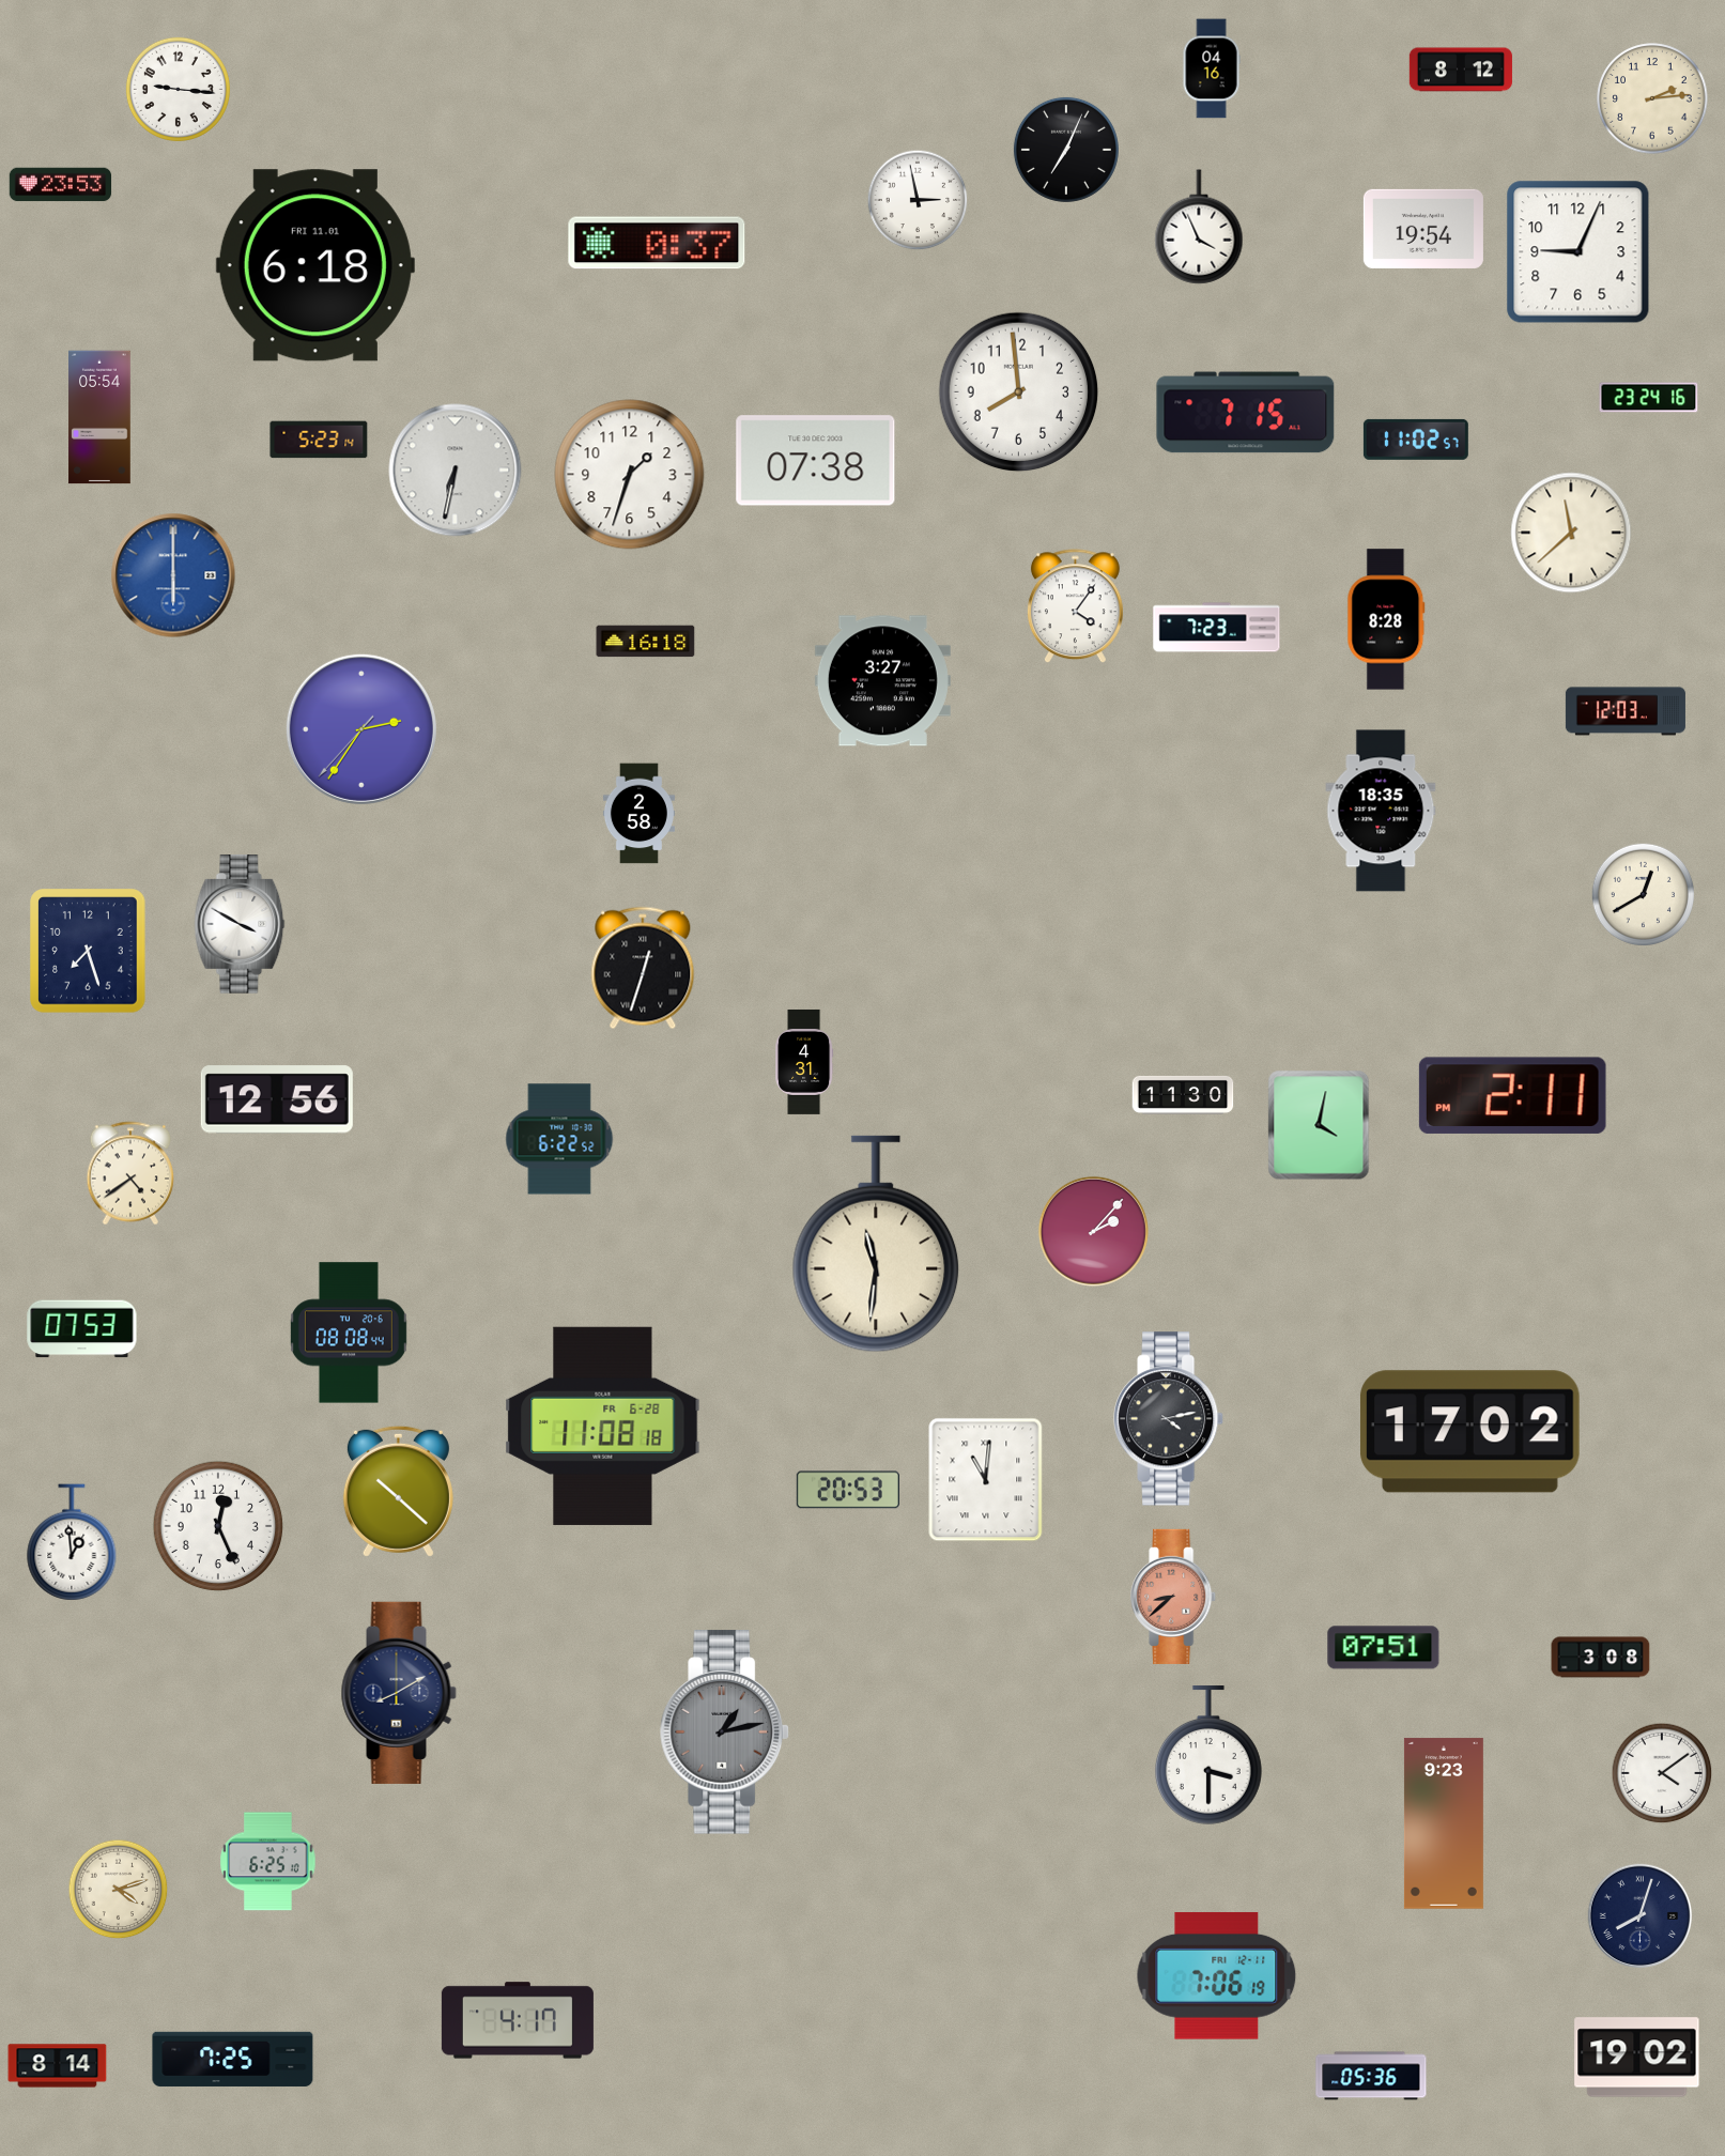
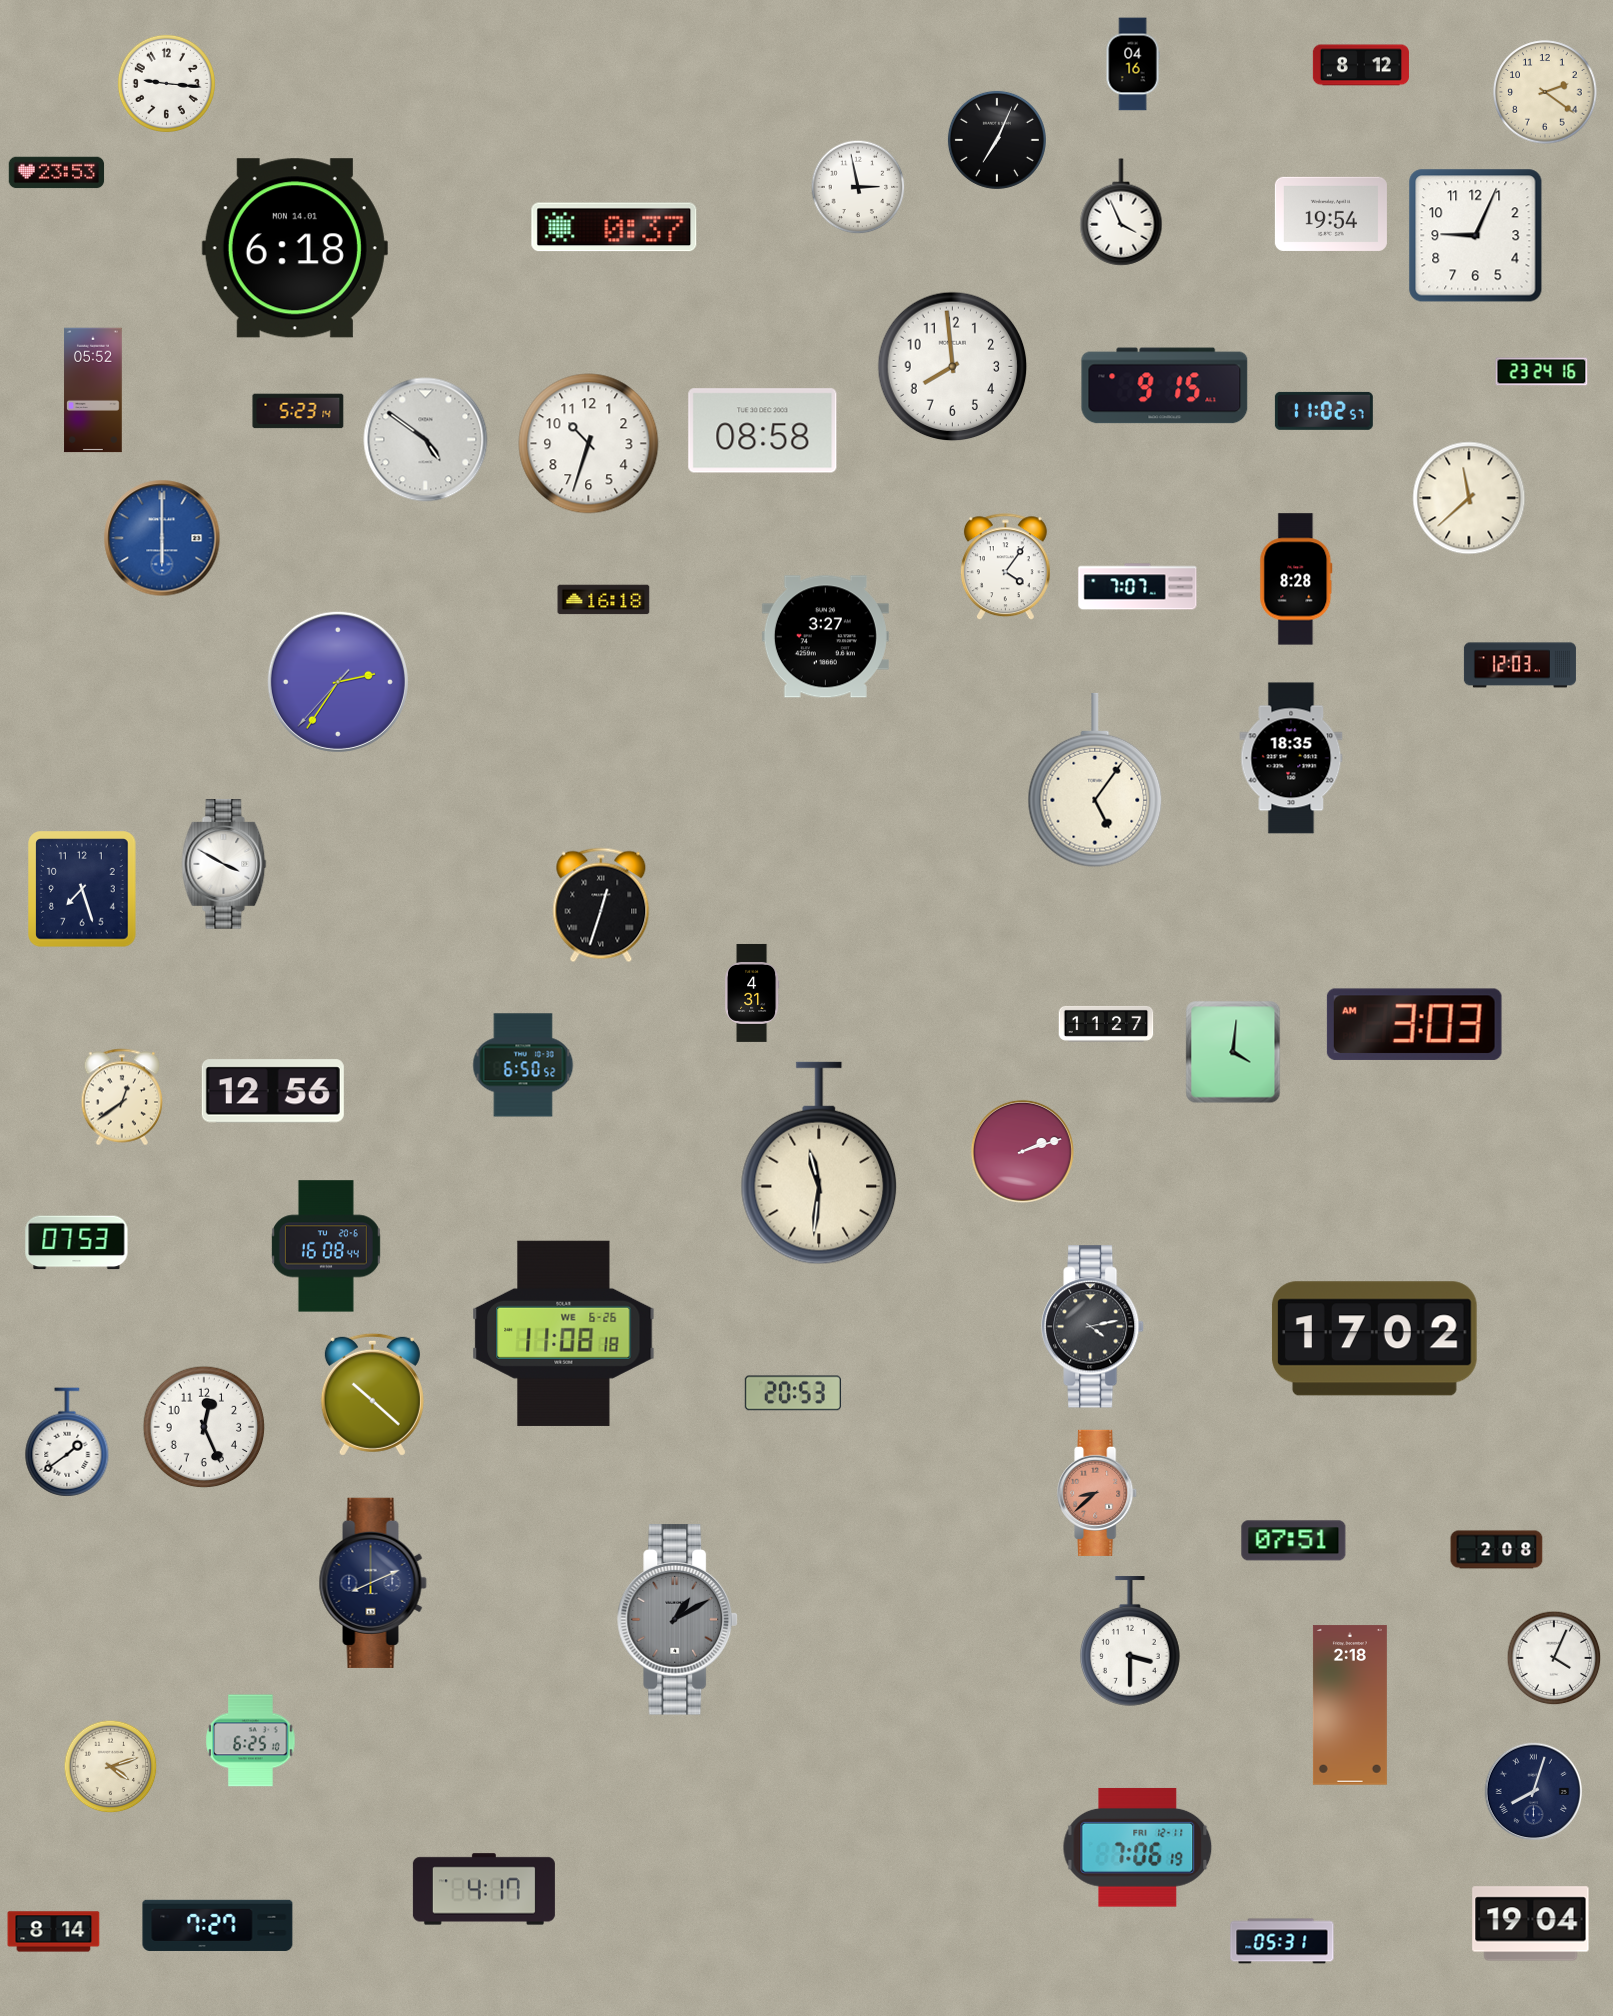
clock at (1461, 70) position: (1461, 70) -> (1361, 65)
clock at (1652, 98): 2:14 -> 2:21
clock at (315, 265) date: FRI 11.01 -> MON 14.01
clock at (1246, 413): 7:15 -> 9:15
clock at (99, 417): 05:54 -> 05:52
clock at (816, 461): 07:38 -> 08:58
clock at (456, 471): 6:32 -> 4:51
clock at (630, 475): 1:33 -> 10:33
clock at (1217, 628): 7:23 -> 7:07
clock at (638, 814): 2:58 -> none
clock at (1095, 780): none -> 5:06
clock at (1643, 894): 12:40 -> none
clock at (1183, 1095): 11:30 -> 11:27
clock at (1512, 1095): 2:11 -> 3:03
clock at (277, 1099) position: (277, 1099) -> (273, 1091)
clock at (1319, 1125): 4:02 -> 4:01
clock at (559, 1139): 6:22 -> 6:50
clock at (130, 1173): 4:39 -> 12:39
clock at (1093, 1231): 2:07 -> 2:12
clock at (349, 1333): 08:08 -> 16:08
clock at (603, 1426) date: FR 6-28 -> WE 6-26
clock at (986, 1480): 11:01 -> none
clock at (72, 1542): 12:59 -> 1:39
clock at (1601, 1658): 3:08 -> 2:08
clock at (399, 1693): 8:10 -> 8:11
clock at (725, 1732): 1:13 -> 1:10
clock at (1662, 1773): 4:09 -> 4:04
clock at (1444, 1823): 9:23 -> 2:18
clock at (1637, 2058): 19:02 -> 19:04
clock at (233, 2059): 7:25 -> 7:27
clock at (1371, 2076): 05:36 -> 05:31
